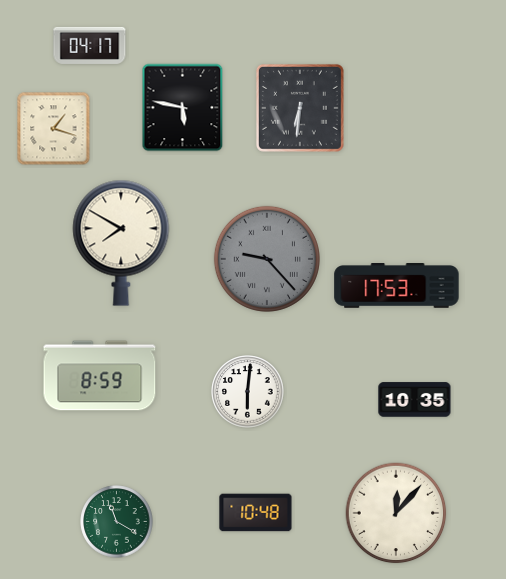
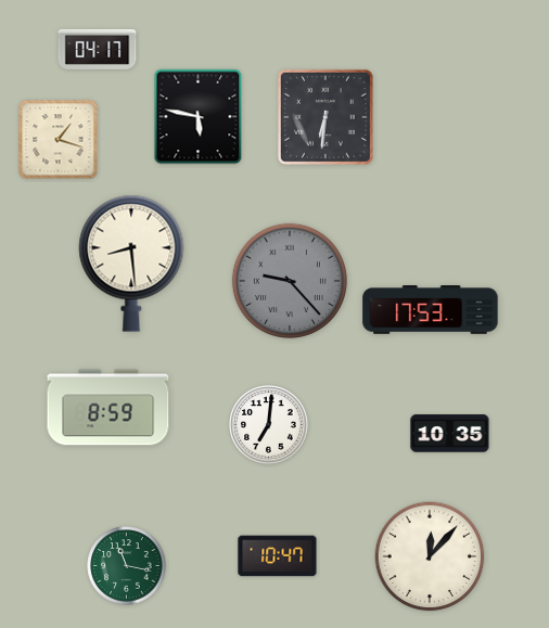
clock at (121, 243): 7:50 -> 8:29
clock at (248, 392): 6:01 -> 7:01
clock at (256, 513): 10:48 -> 10:47
clock at (117, 522): 11:20 -> 11:17
